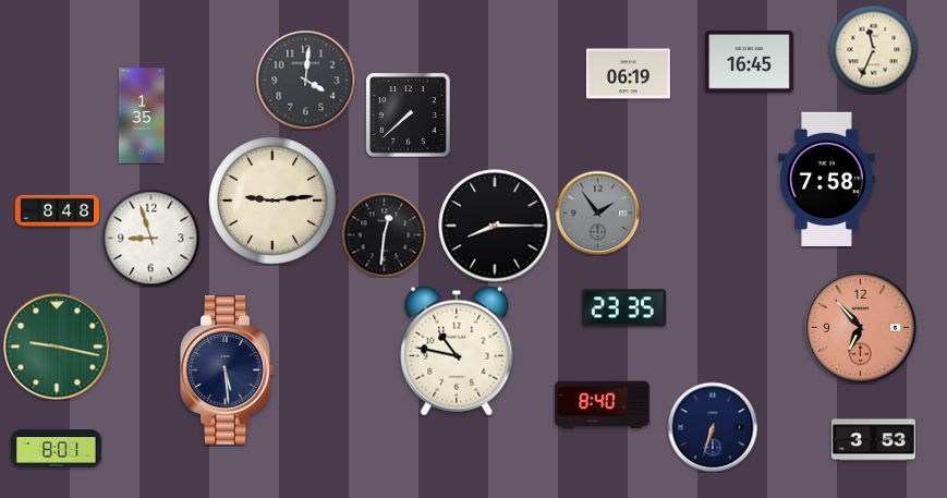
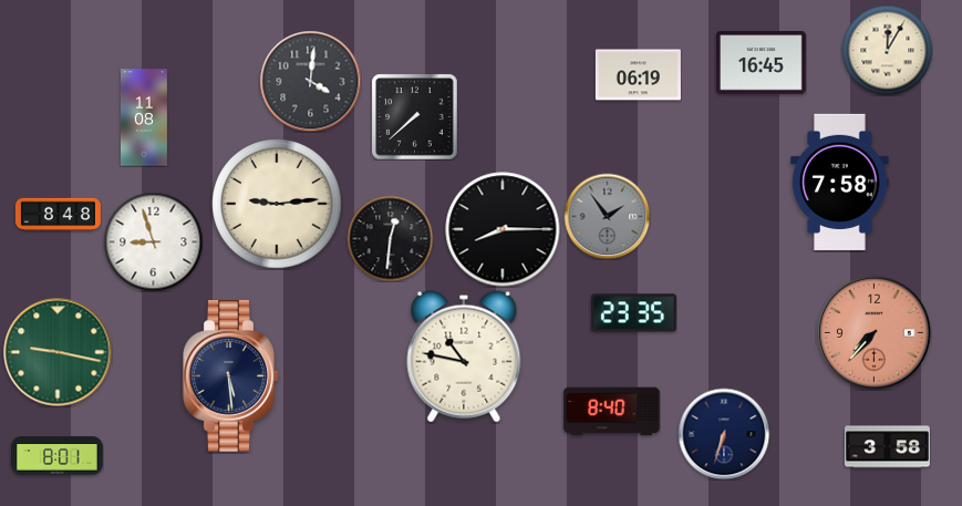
clock at (873, 49): 11:34 -> 12:05
clock at (142, 116): 1:35 -> 11:08
clock at (861, 328): 6:53 -> 7:37
clock at (873, 440): 3:53 -> 3:58
